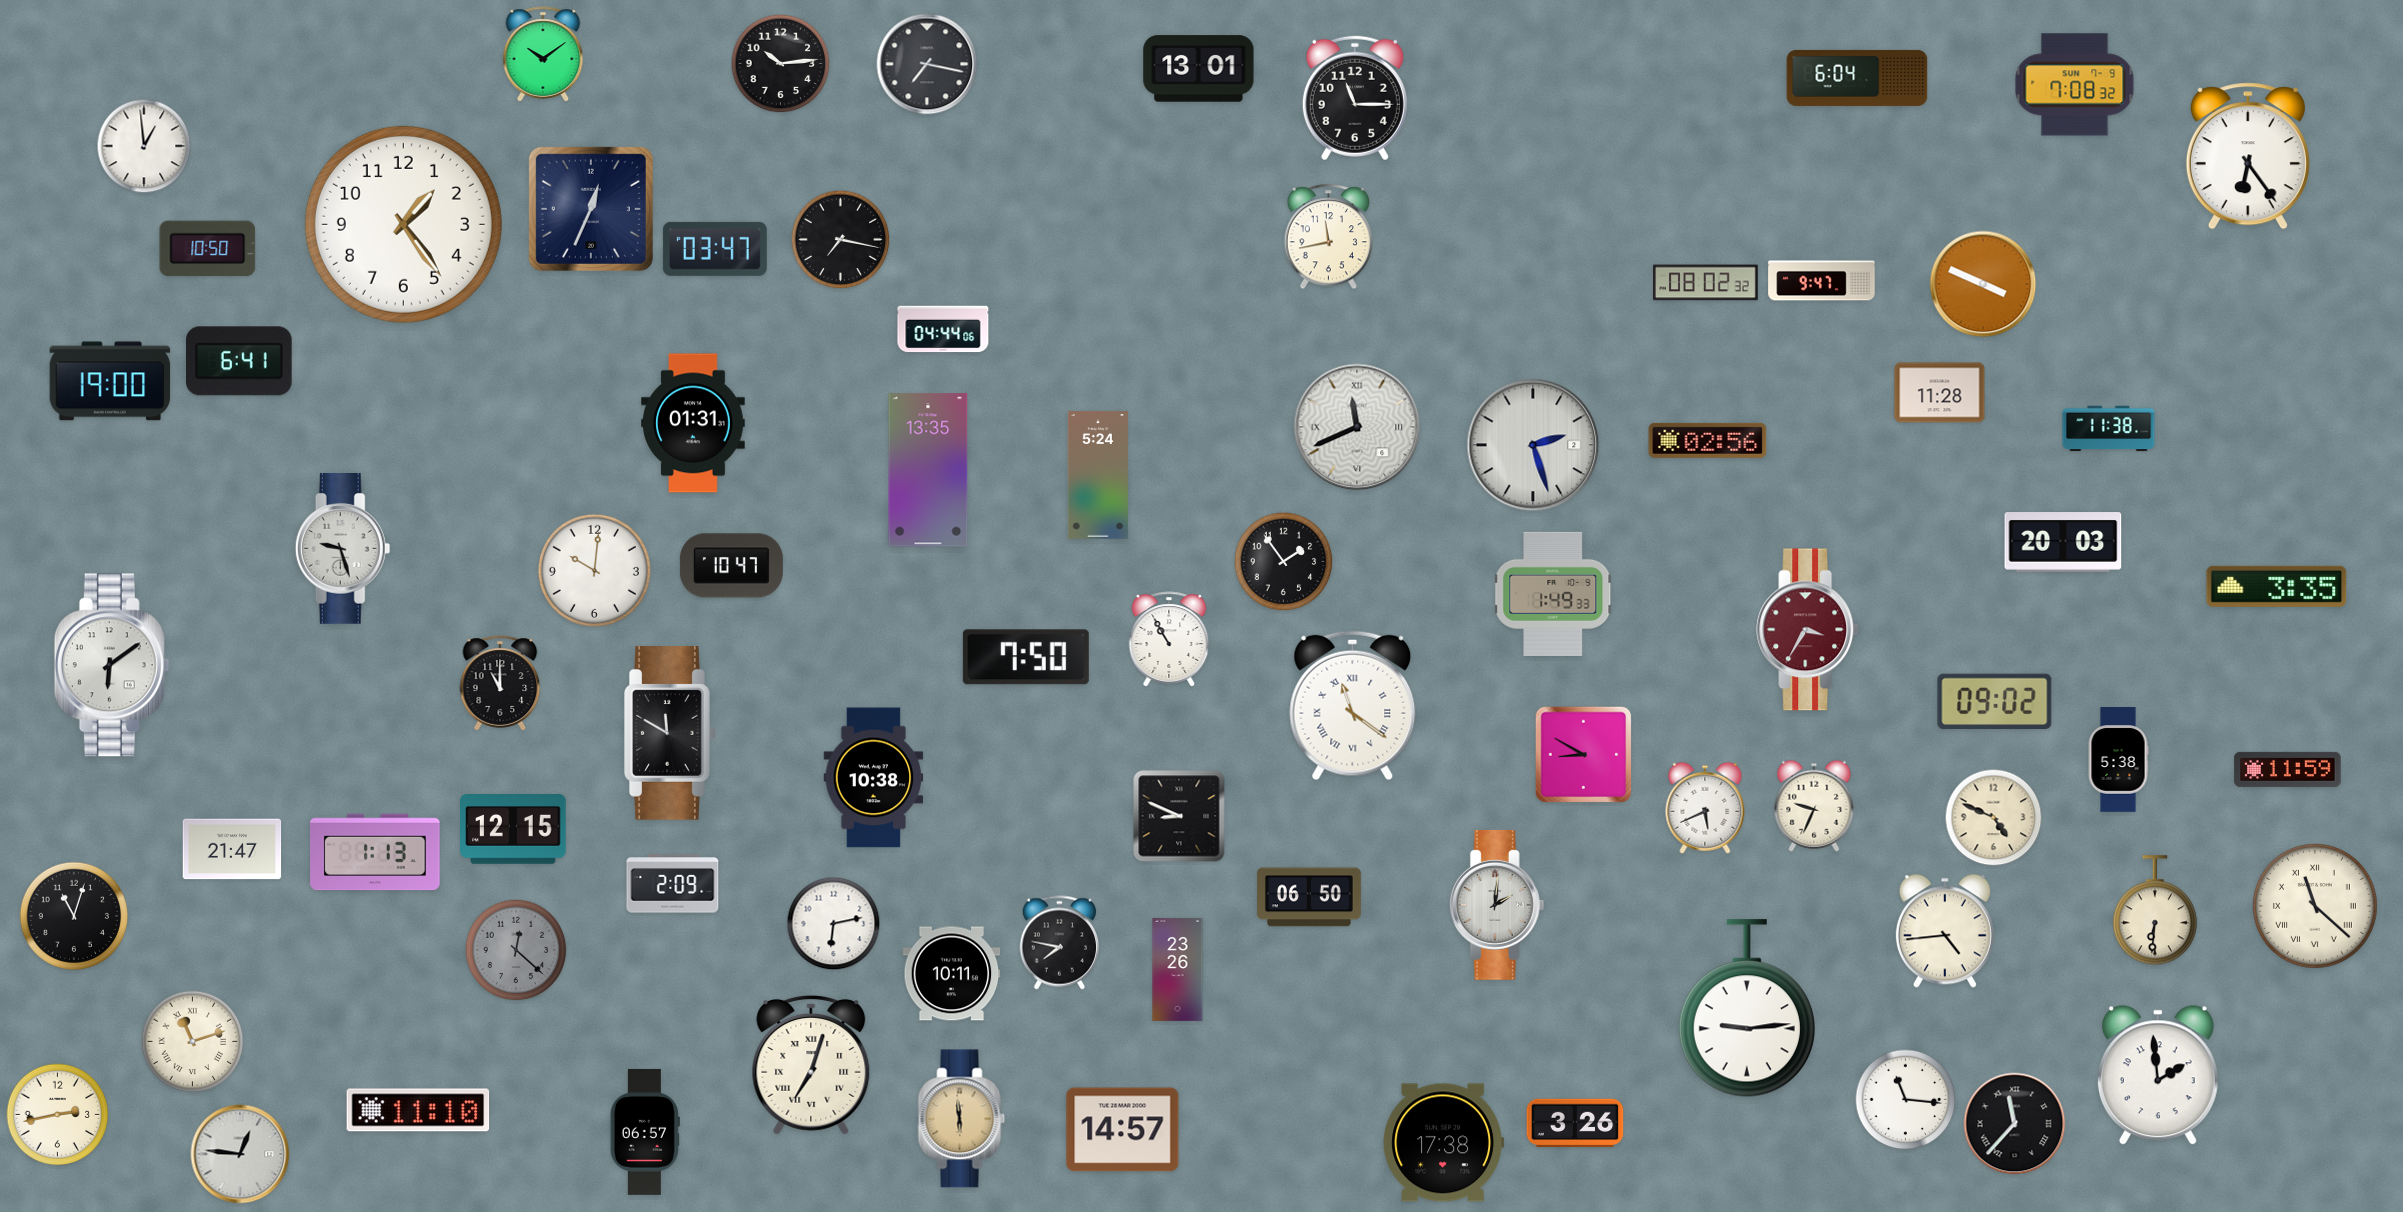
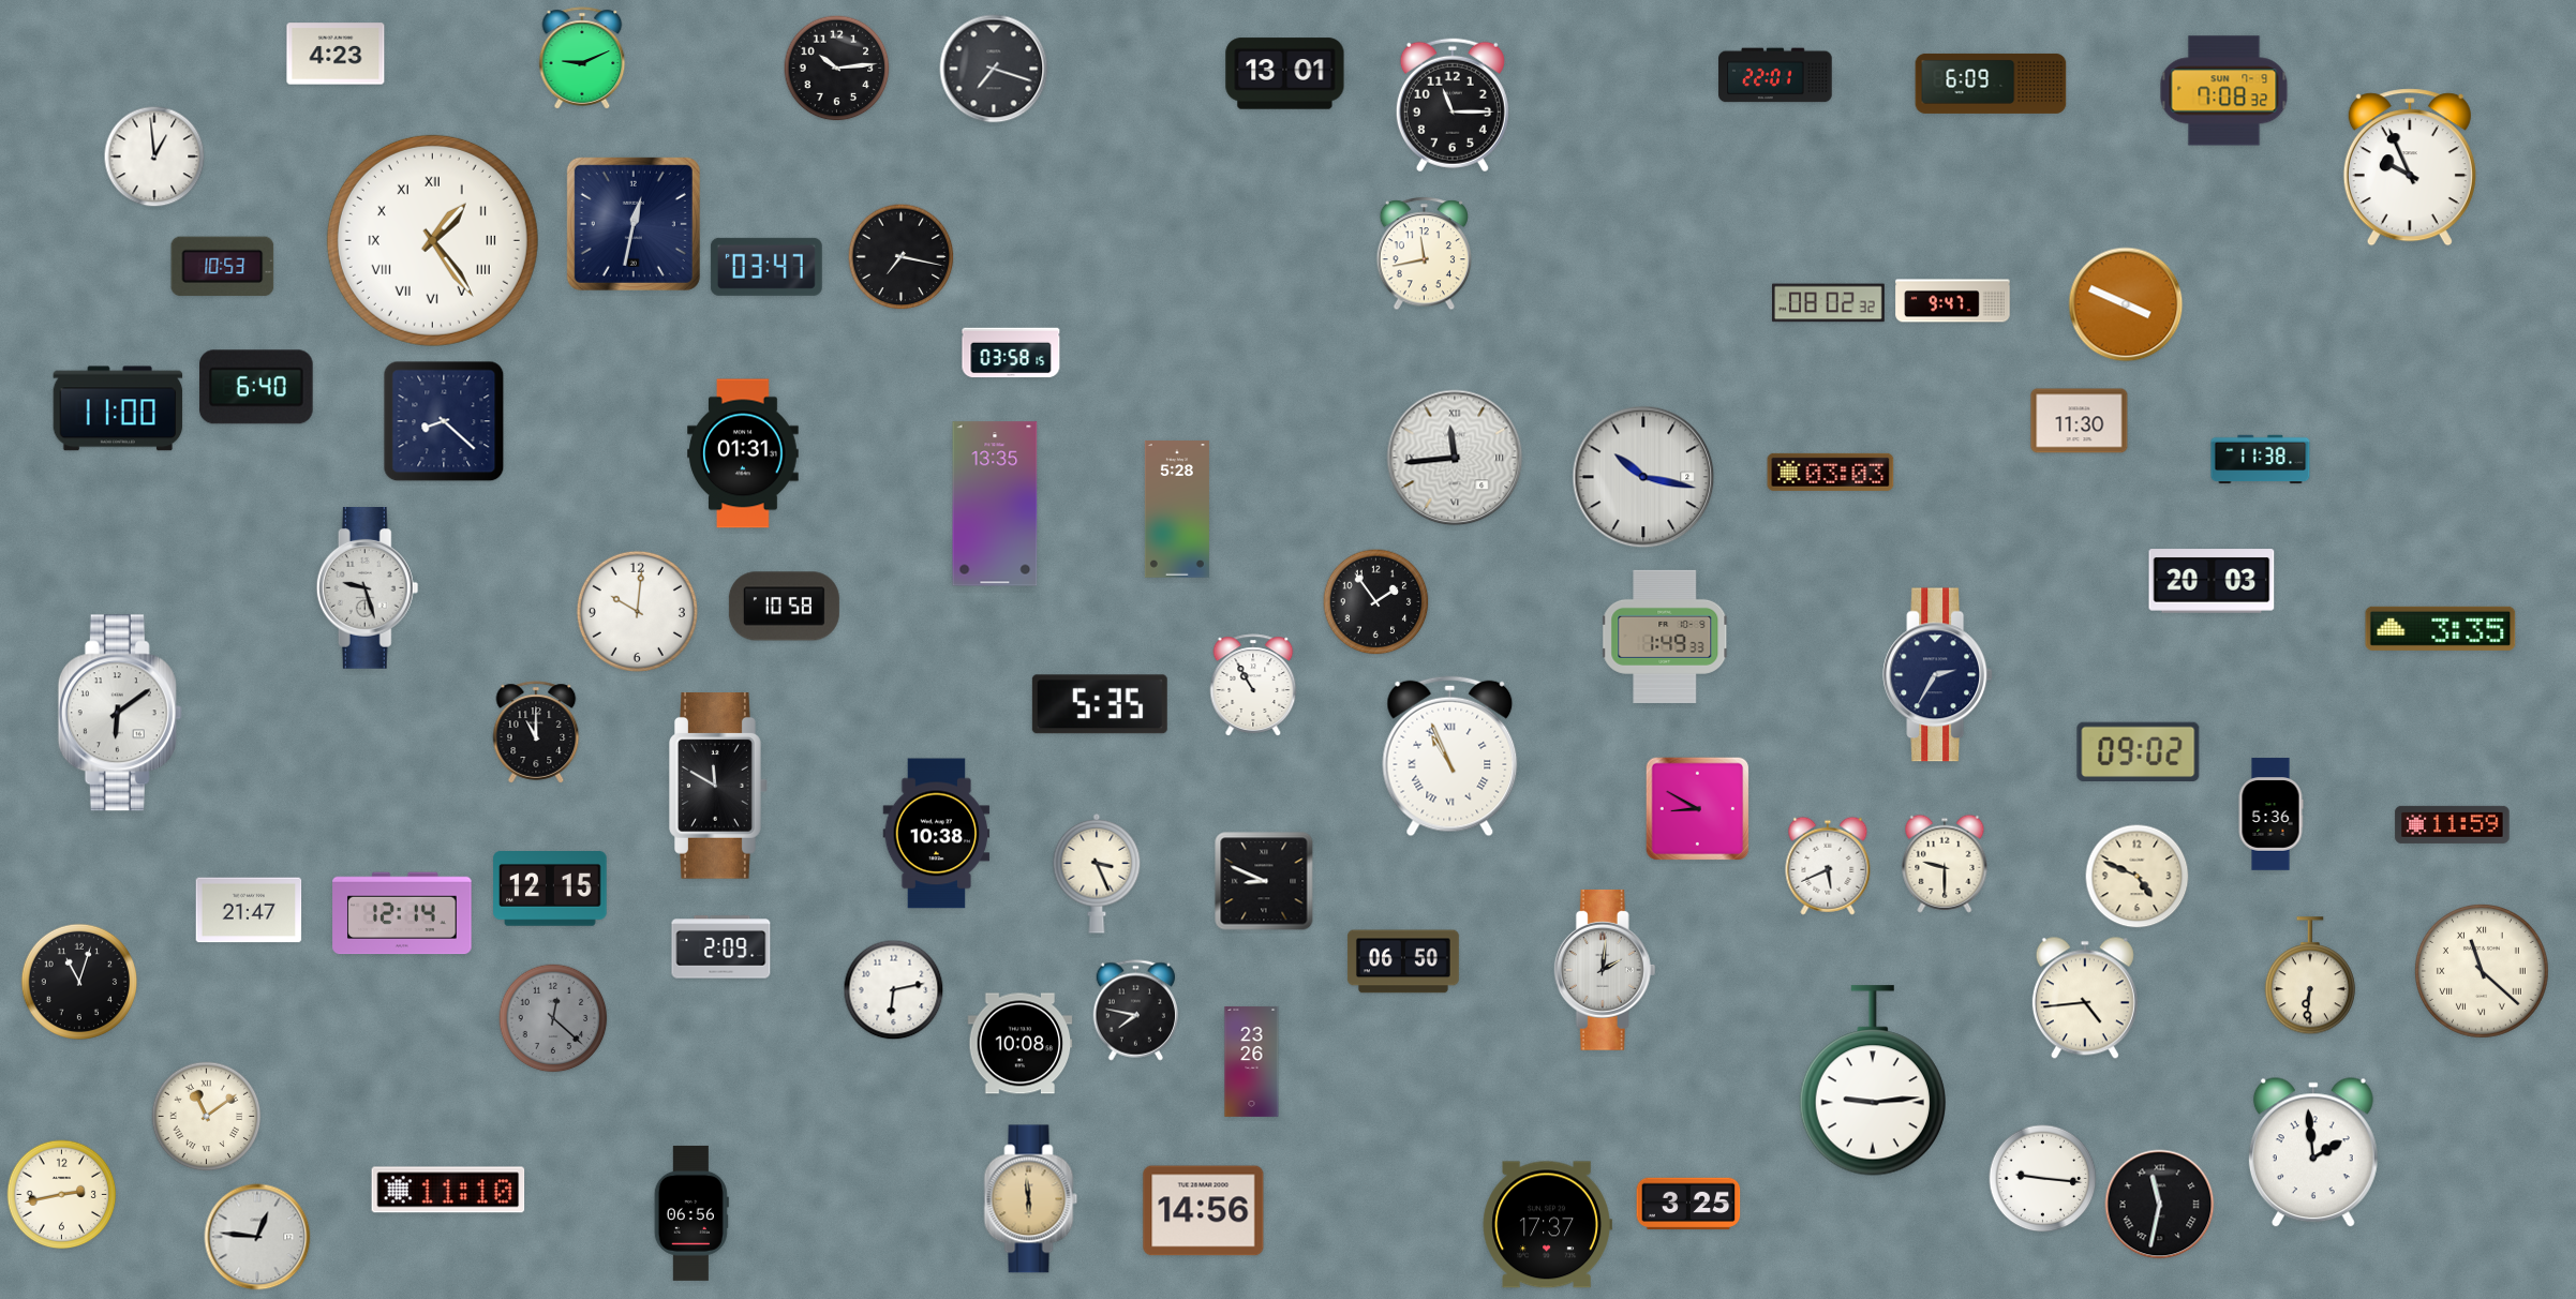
clock at (336, 54): none -> 4:23
clock at (543, 54): 10:09 -> 9:11
clock at (927, 64): 7:17 -> 7:18
clock at (1775, 75): none -> 22:01
clock at (1857, 78): 6:04 -> 6:09
clock at (2248, 156): 6:24 -> 9:56
clock at (591, 209): 12:34 -> 12:32
clock at (403, 224) numerals: Arabic -> Roman
clock at (208, 249): 10:50 -> 10:53
clock at (943, 329): 04:44 -> 03:58
clock at (240, 361): 6:41 -> 6:40
clock at (110, 381): 19:00 -> 11:00
clock at (444, 421): none -> 8:22
clock at (1940, 393): 11:28 -> 11:30
clock at (1357, 427): 11:41 -> 11:44
clock at (1708, 440): 02:56 -> 03:03
clock at (1533, 445): 2:27 -> 10:17
clock at (1098, 475): 5:24 -> 5:28
clock at (731, 566): 10:47 -> 10:58
clock at (1808, 630): 3:35 -> 2:35
clock at (1808, 630) dial: burgundy -> navy
clock at (1026, 657): 7:50 -> 5:35
clock at (1353, 706): 11:21 -> 10:56
clock at (2118, 760): 5:38 -> 5:36
clock at (1814, 806): 9:34 -> 9:30
clock at (1097, 874): none -> 3:26
clock at (1179, 816) position: (1179, 816) -> (1264, 881)
clock at (375, 852): 1:13 -> 12:14
clock at (1178, 969) position: (1178, 969) -> (1252, 1061)
clock at (952, 974): 10:11 -> 10:08
clock at (193, 1042): 11:12 -> 11:09
clock at (811, 1065): 7:03 -> none
clock at (1906, 1100): 11:16 -> 9:16
clock at (1575, 1123): 3:26 -> 3:25
clock at (2015, 1124): 11:37 -> 11:32
clock at (1123, 1130): 14:57 -> 14:56
clock at (645, 1132): 06:57 -> 06:56
clock at (1443, 1143): 17:38 -> 17:37
